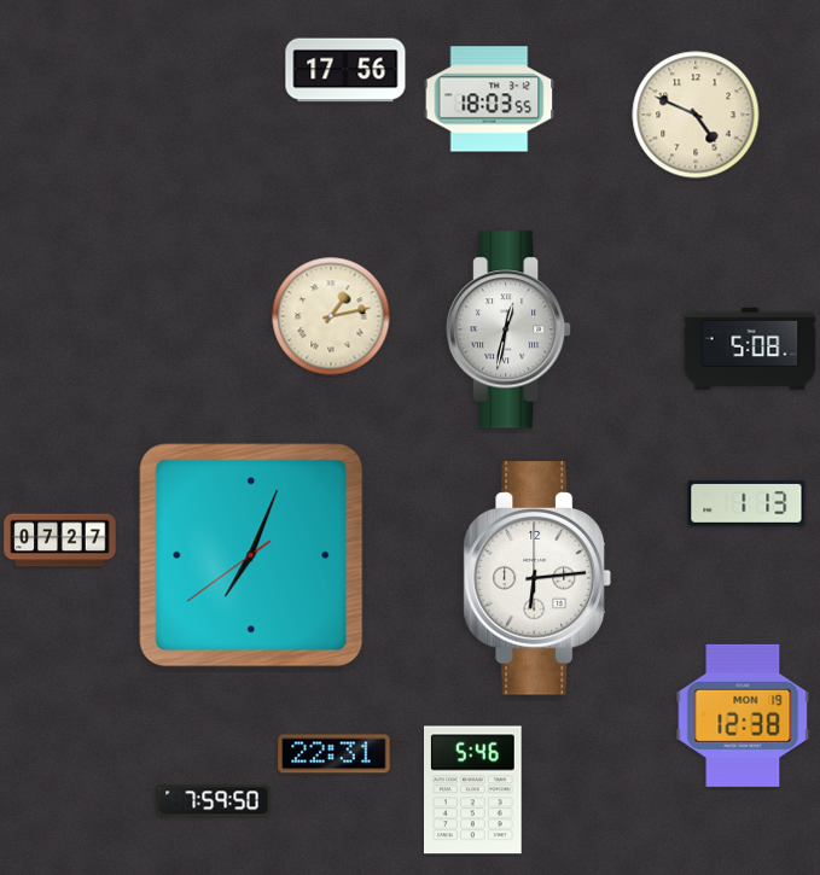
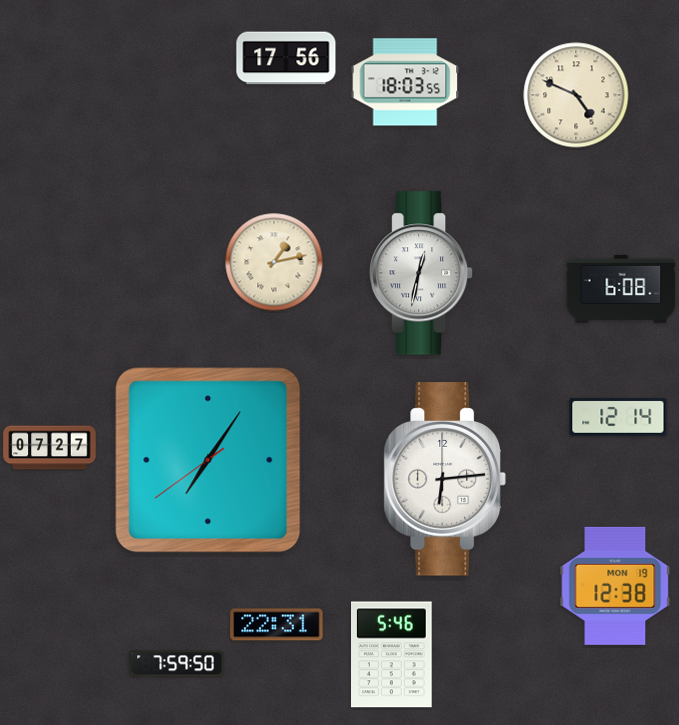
clock at (750, 349): 5:08 -> 6:08
clock at (746, 503): 1:13 -> 12:14
clock at (251, 555): 7:03 -> 7:05
clock at (743, 716) position: (743, 716) -> (615, 586)
